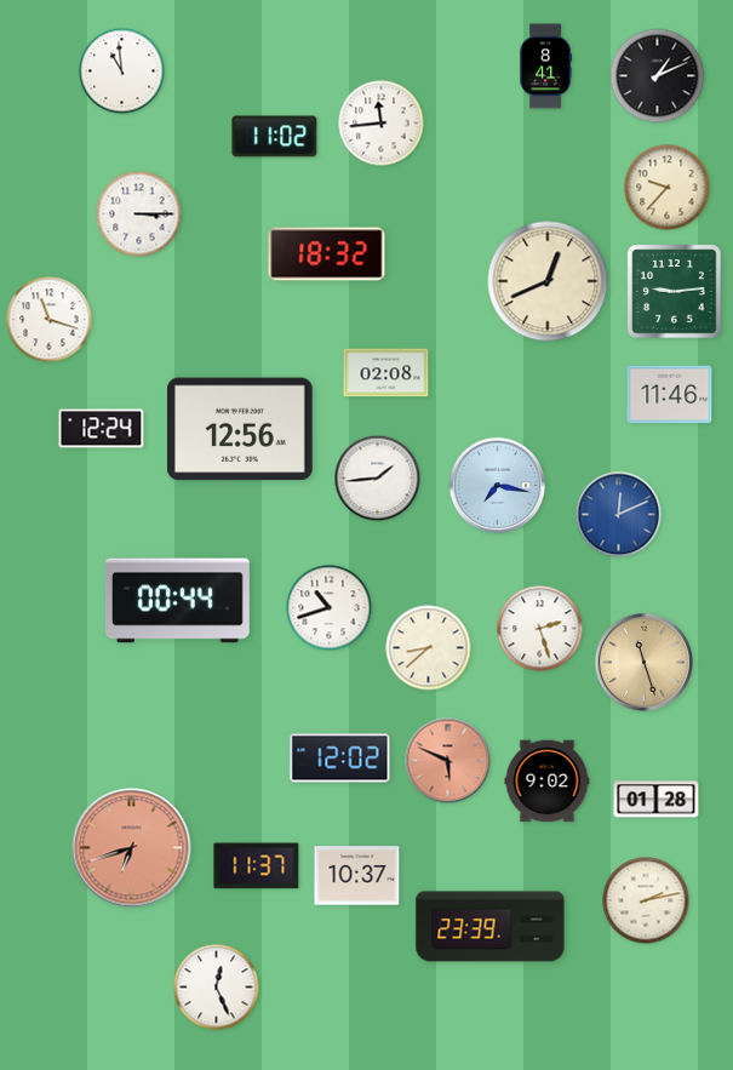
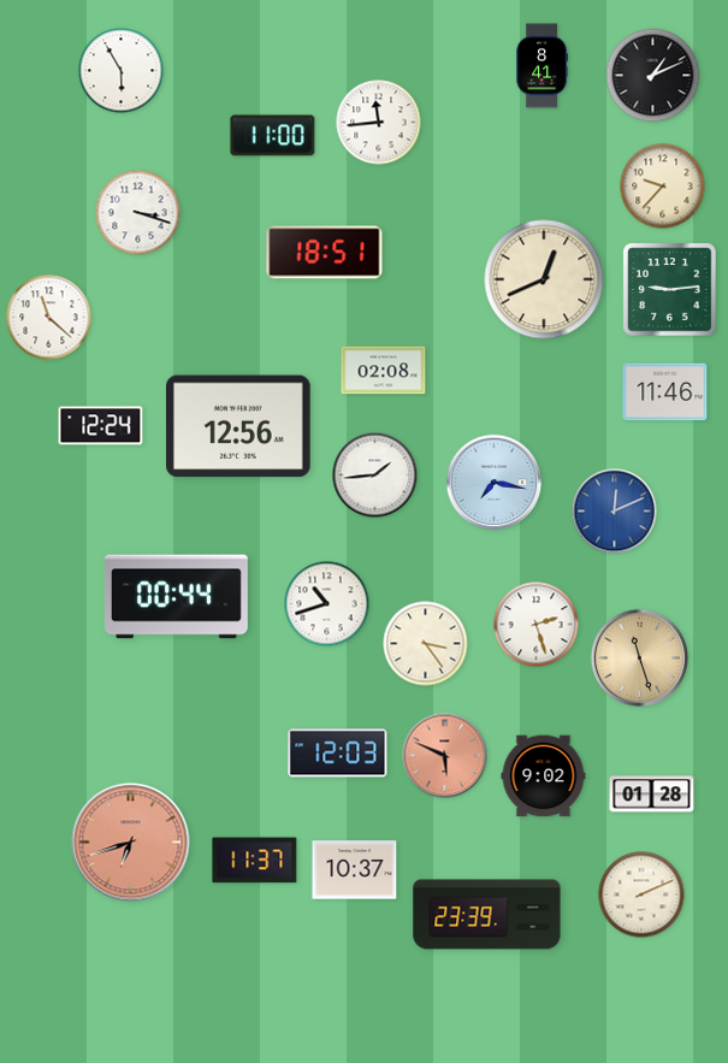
clock at (122, 71): 10:59 -> 5:55
clock at (275, 137): 11:02 -> 11:00
clock at (139, 214): 3:15 -> 3:18
clock at (327, 254): 18:32 -> 18:51
clock at (50, 320): 11:18 -> 11:22
clock at (429, 648): 8:38 -> 3:24
clock at (340, 759): 12:02 -> 12:03
clock at (646, 900): 2:13 -> 2:11
clock at (491, 927) position: (491, 927) -> (487, 915)
clock at (217, 988): 12:26 -> none
